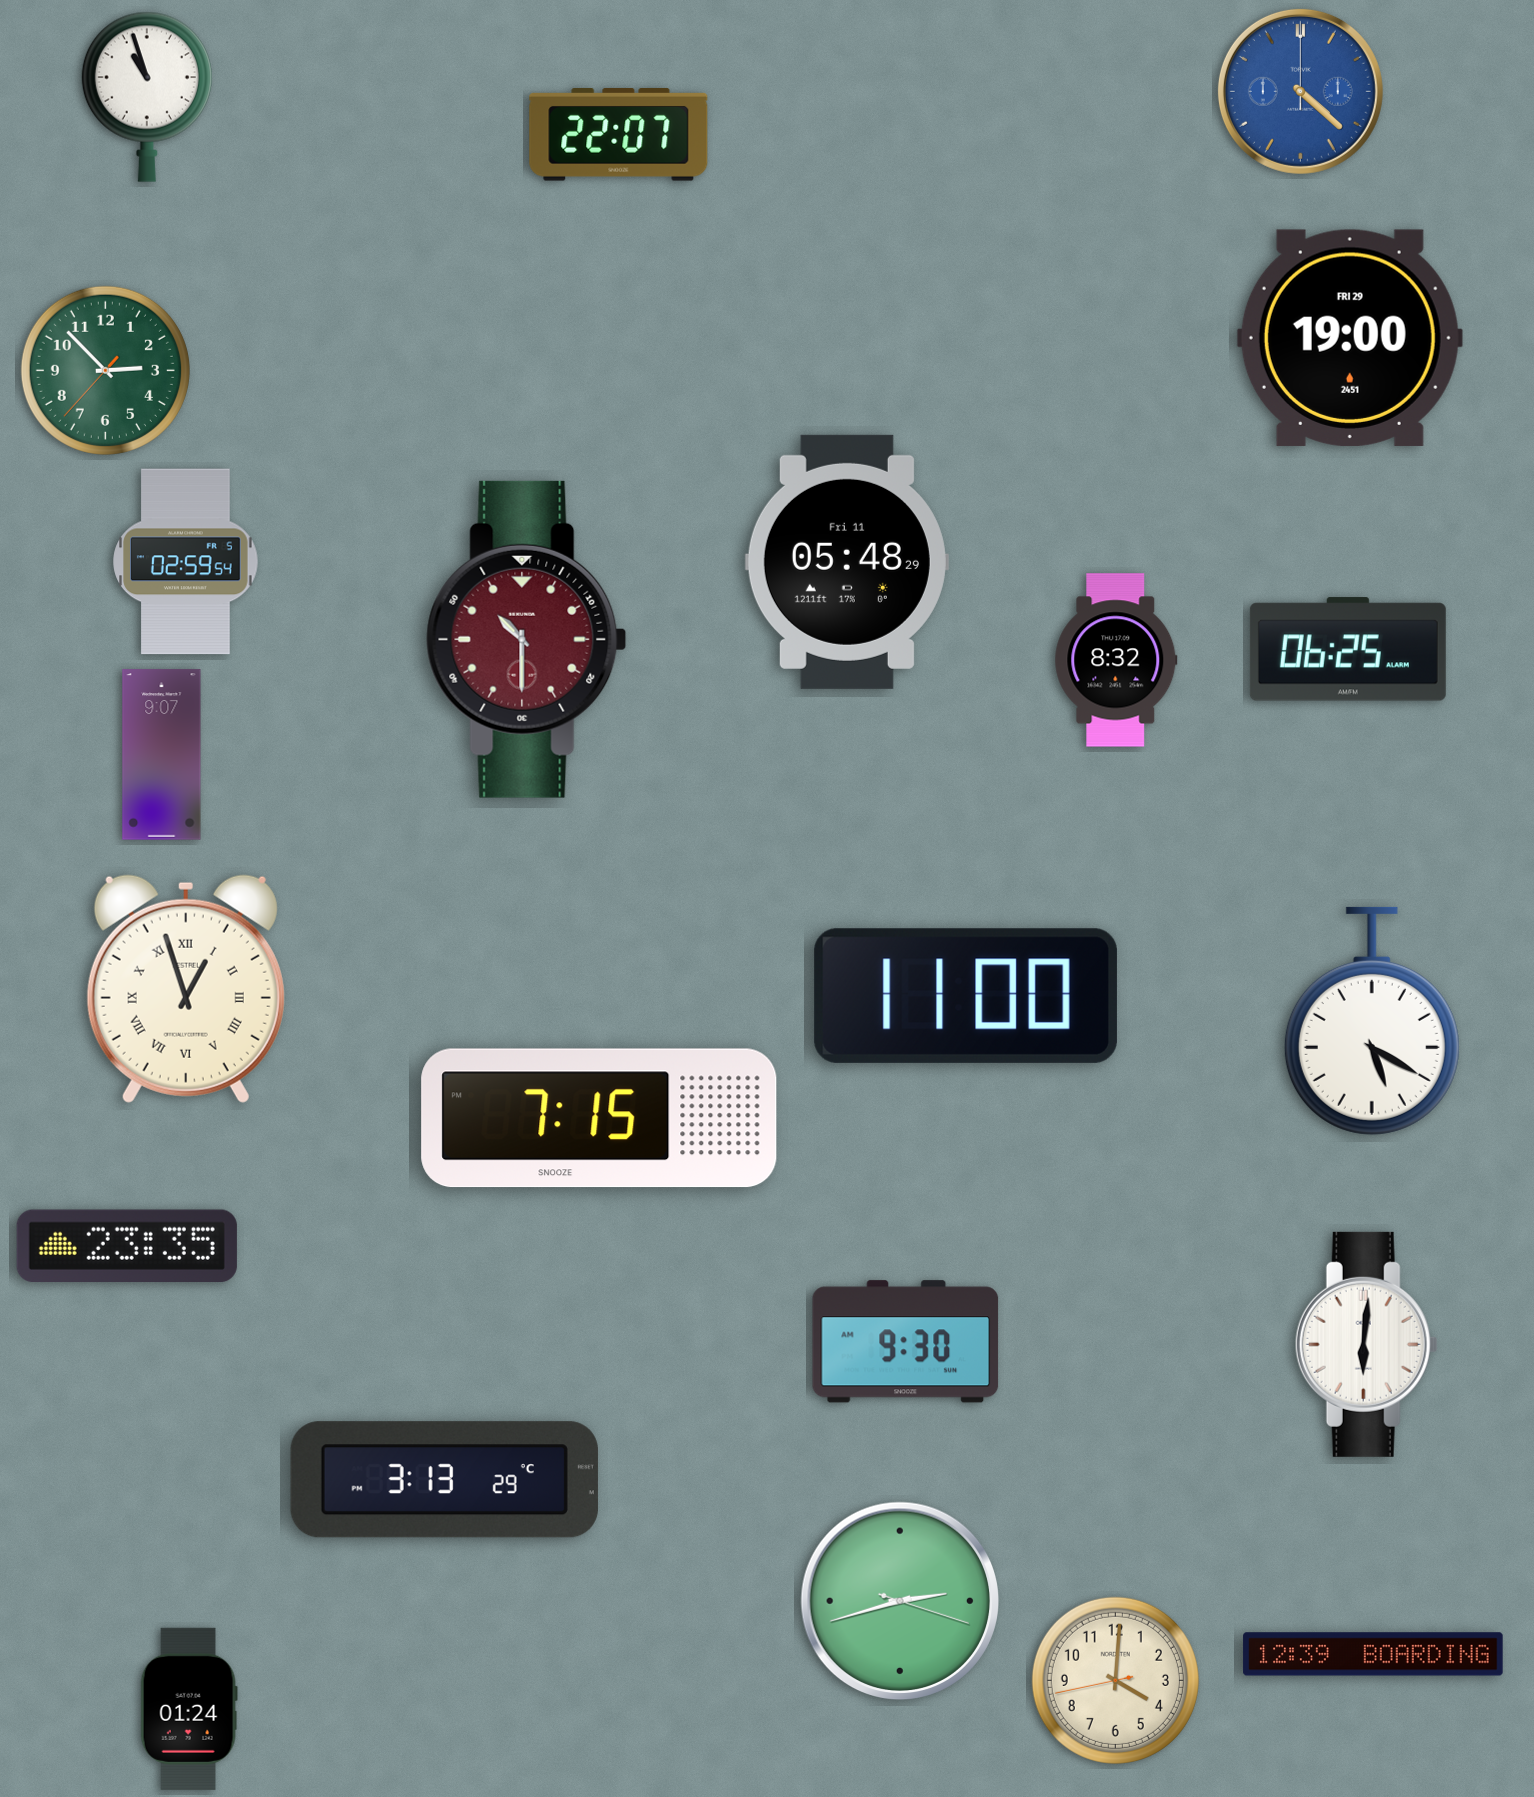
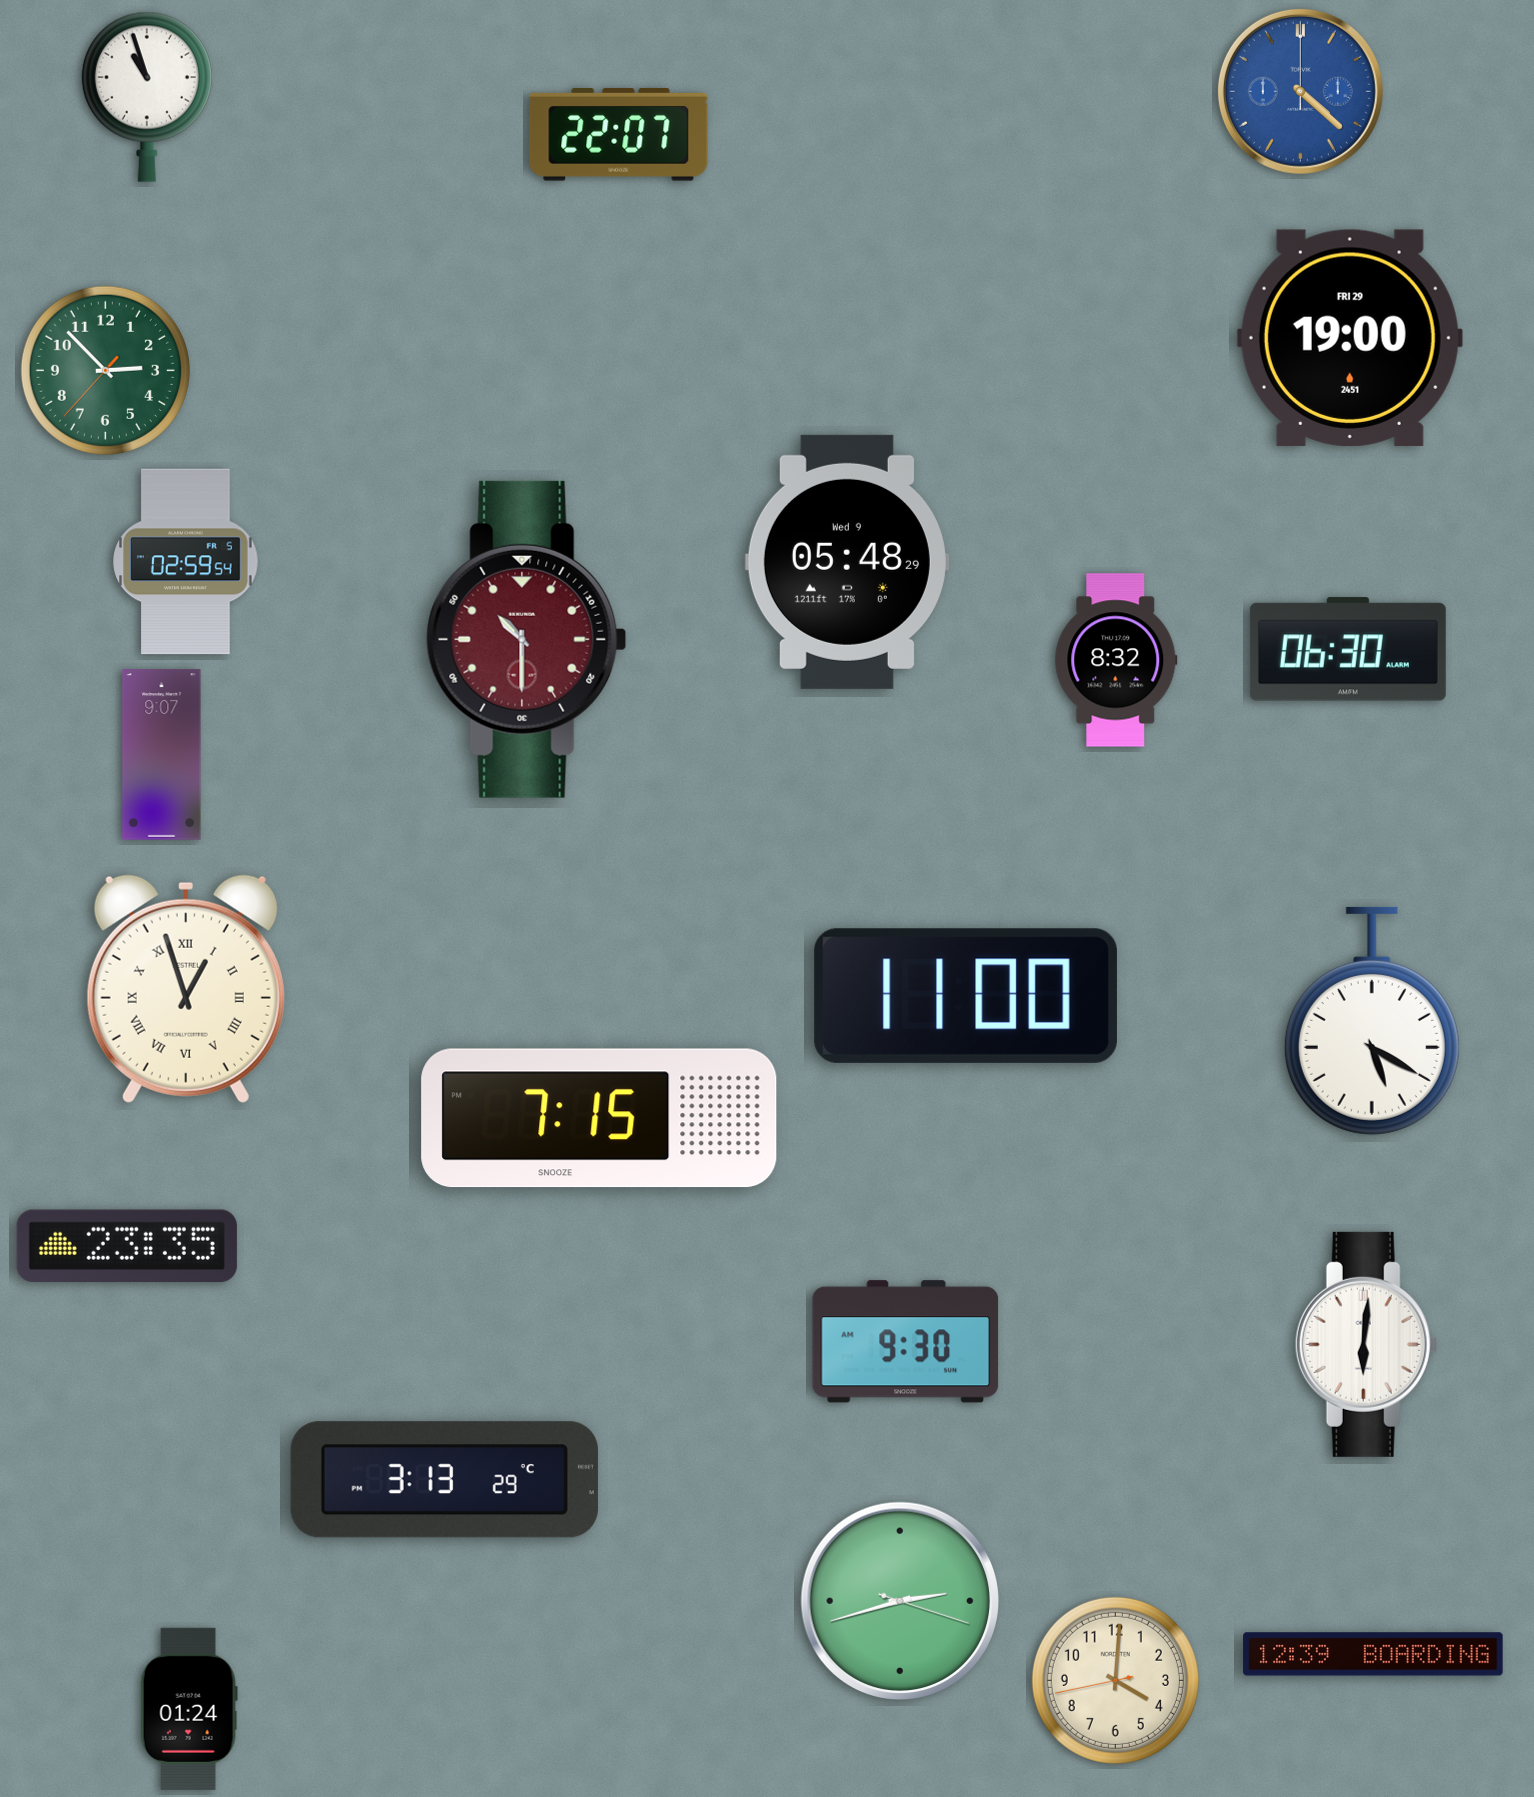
clock at (847, 562) date: Fri 11 -> Wed 9
clock at (1348, 649): 06:25 -> 06:30
